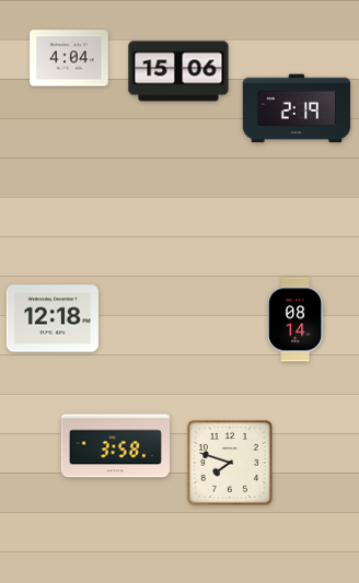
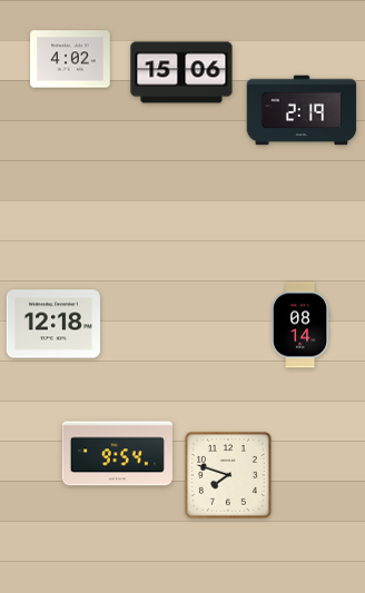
clock at (69, 58): 4:04 -> 4:02
clock at (115, 446): 3:58 -> 9:54
clock at (230, 463) position: (230, 463) -> (228, 475)
